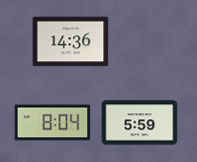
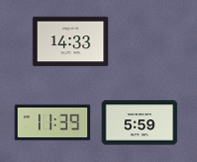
clock at (71, 42): 14:36 -> 14:33
clock at (53, 123): 8:04 -> 11:39
